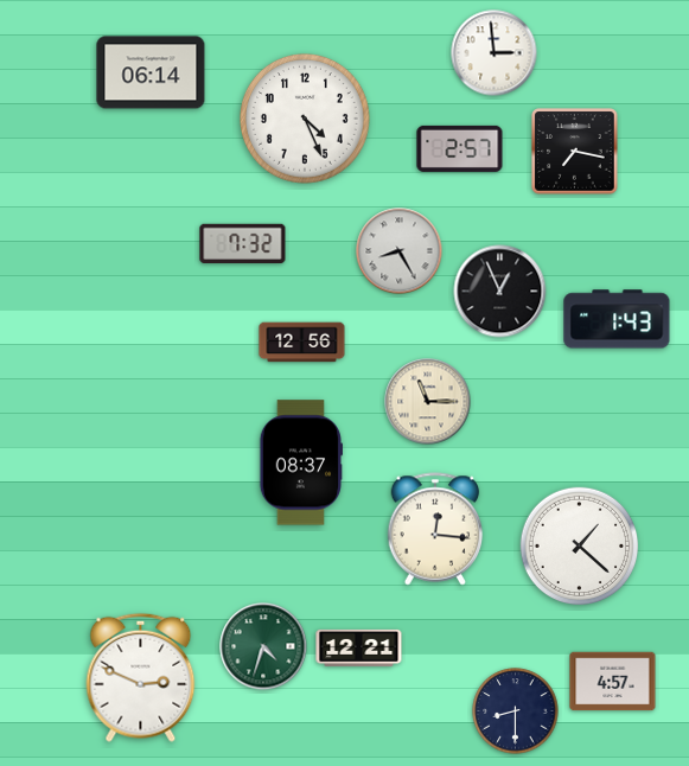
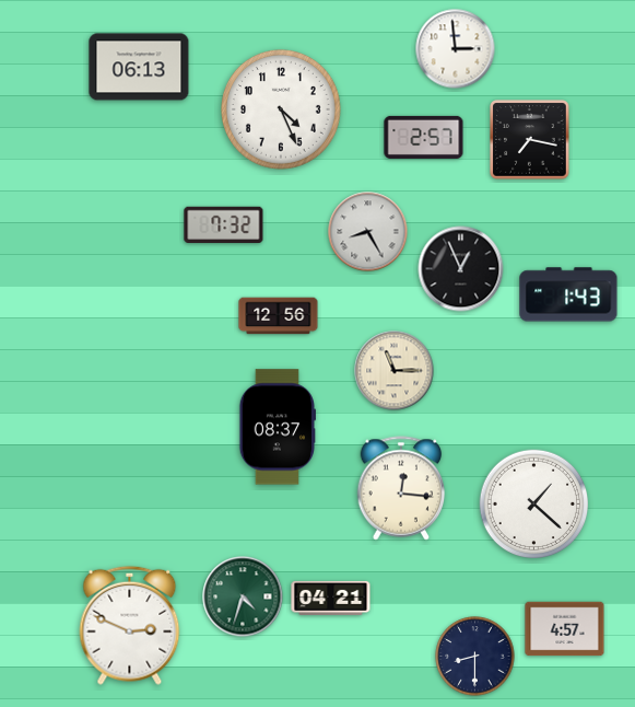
clock at (151, 72): 06:14 -> 06:13
clock at (359, 647): 12:21 -> 04:21
